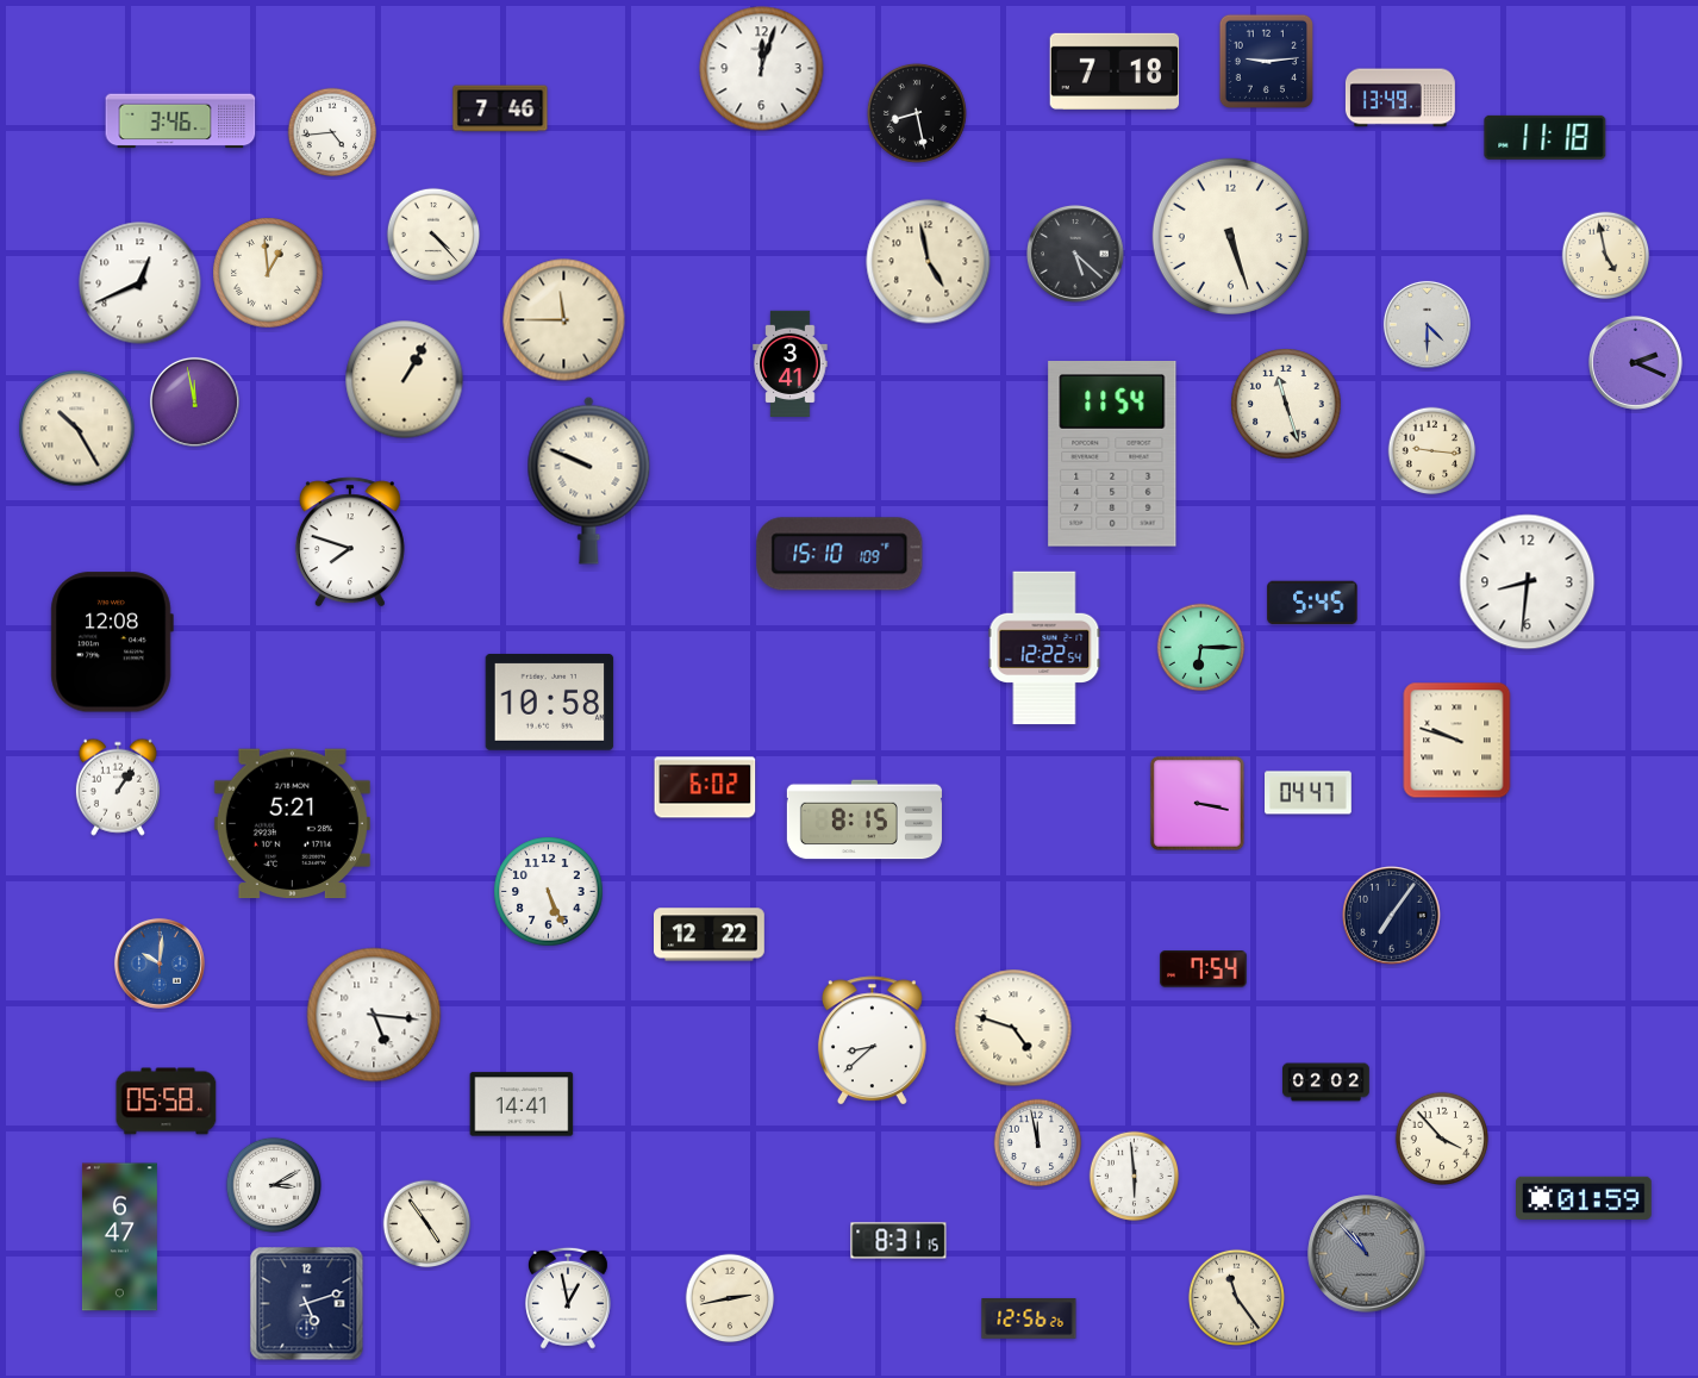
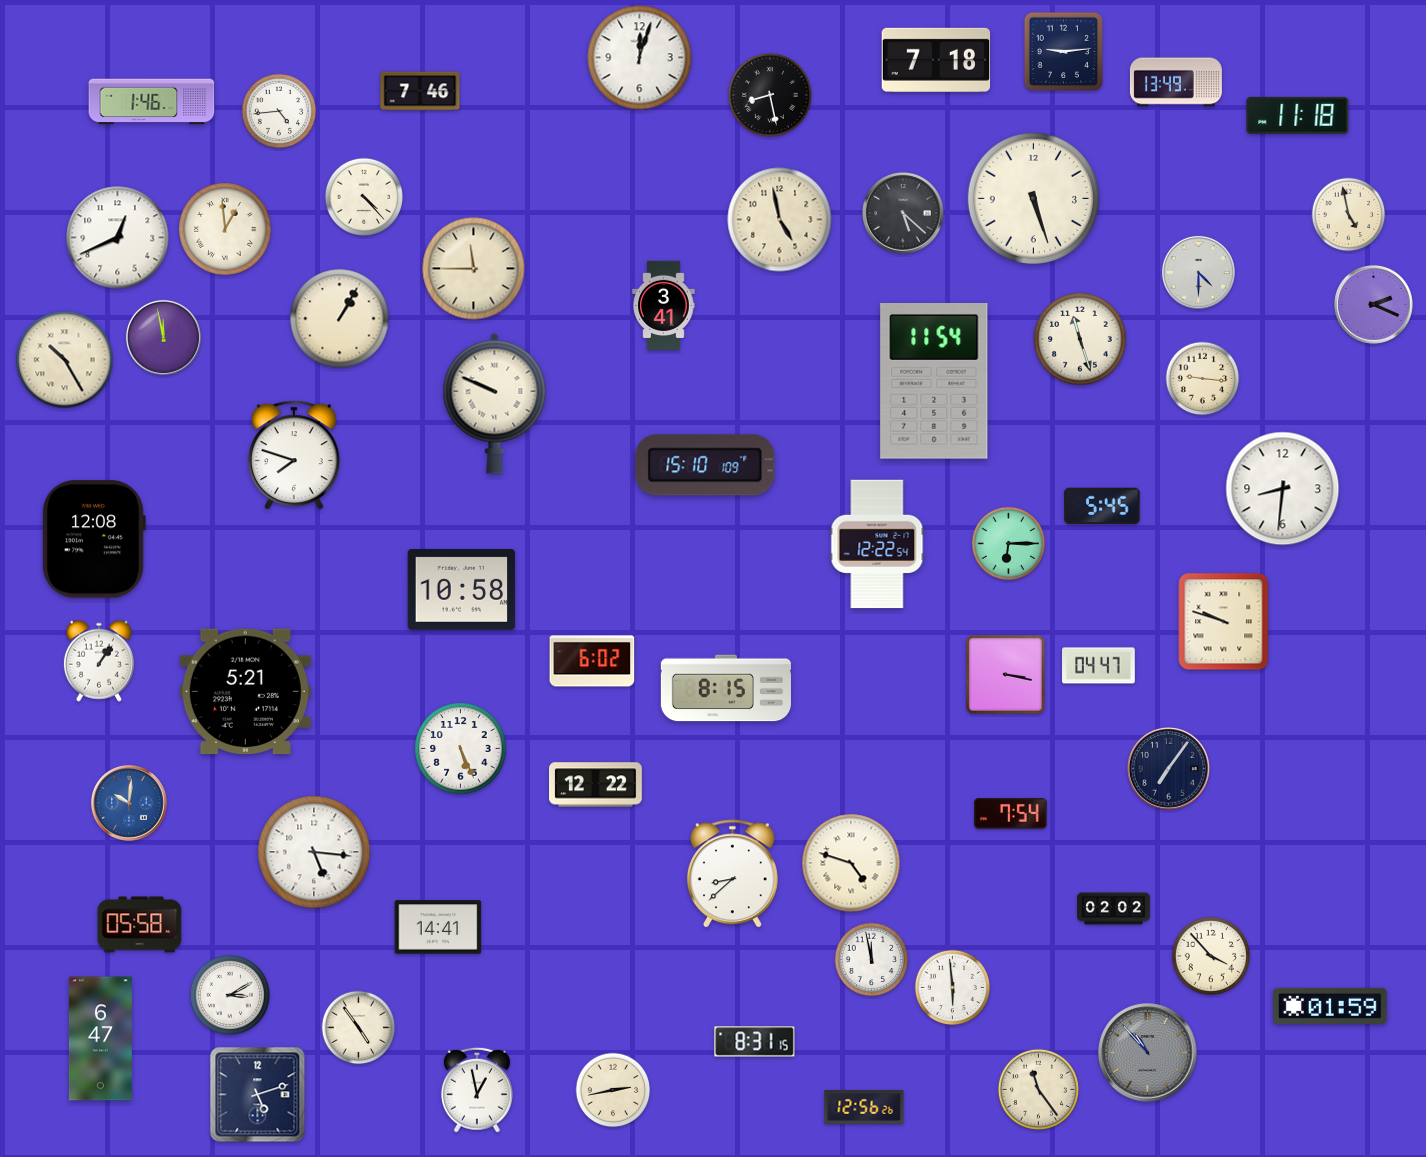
clock at (181, 121): 3:46 -> 1:46
clock at (160, 964) position: (160, 964) -> (129, 803)
